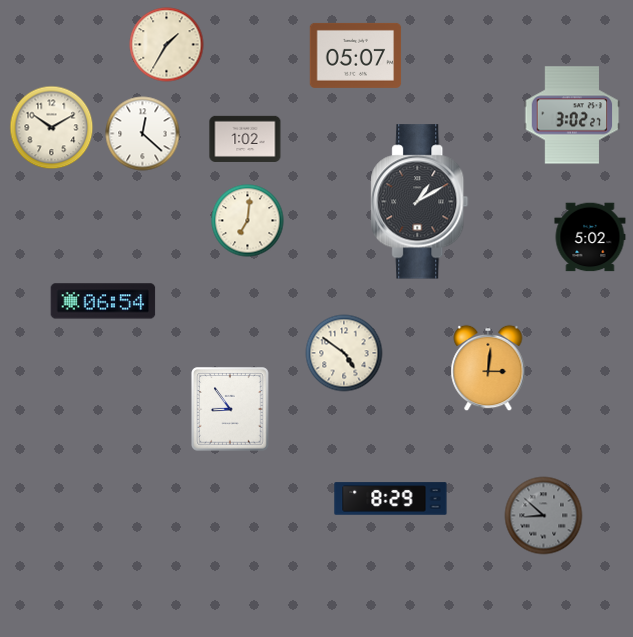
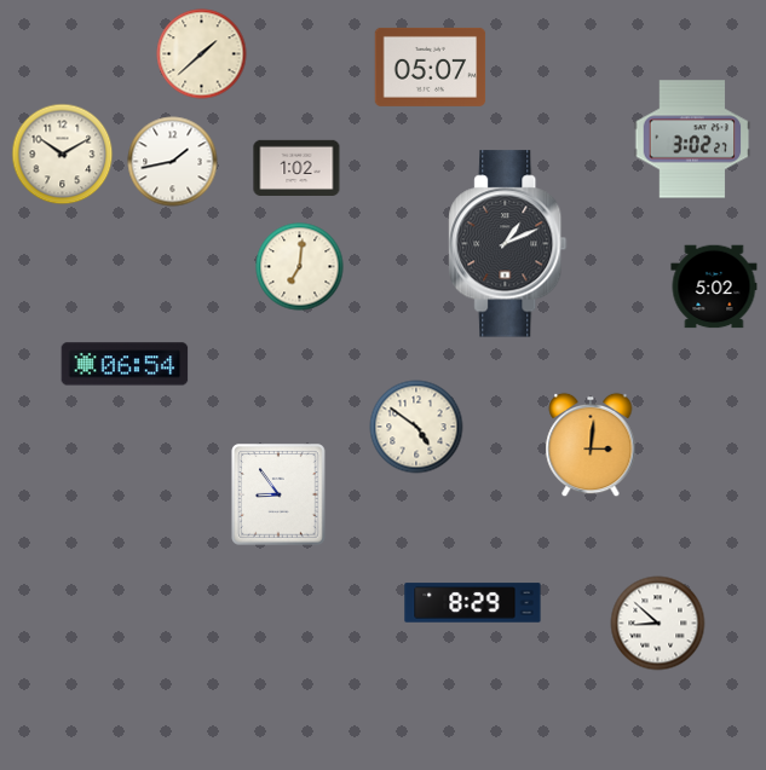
clock at (167, 45): 1:35 -> 1:38
clock at (143, 134): 12:22 -> 1:43
clock at (420, 202): 1:10 -> 1:11
clock at (544, 516) dial: grey -> white
